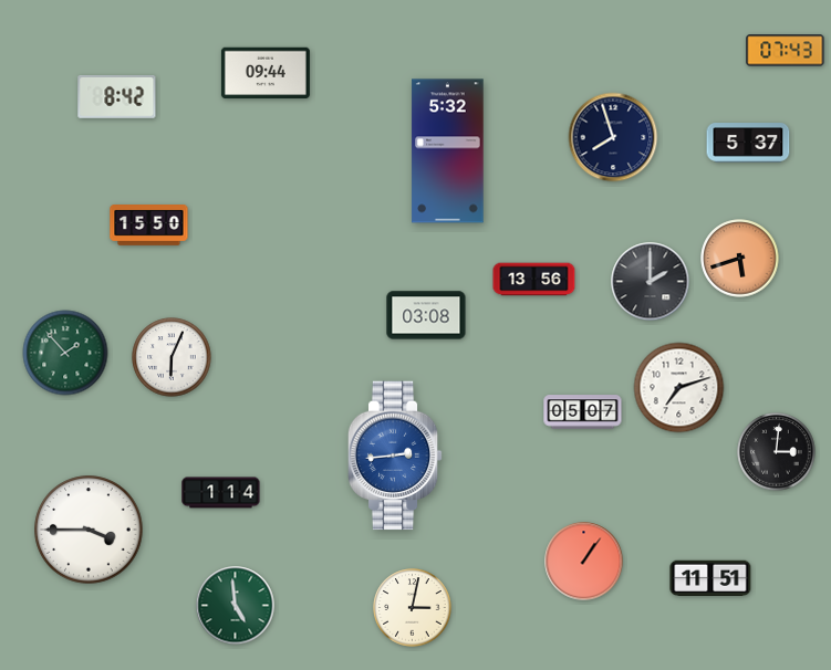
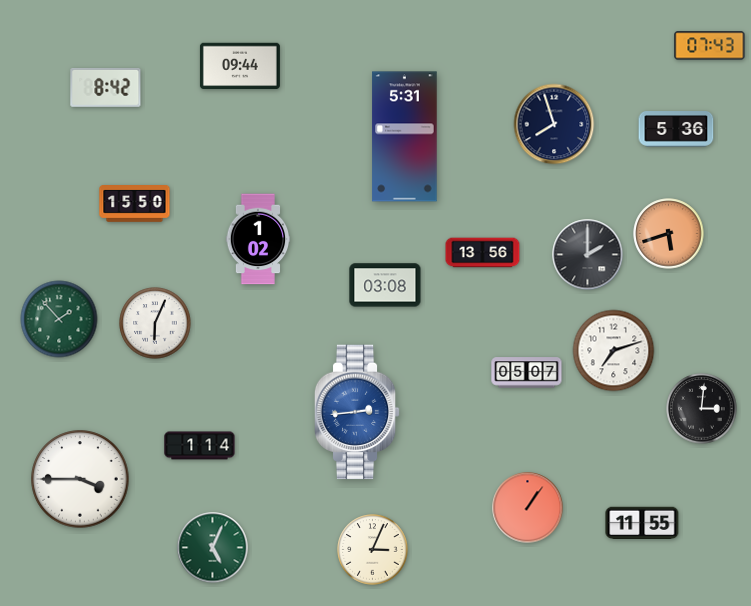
clock at (748, 144): 5:37 -> 5:36
clock at (448, 151): 5:32 -> 5:31
clock at (258, 239): none -> 1:02
clock at (710, 577): 11:51 -> 11:55
clock at (236, 606): 4:59 -> 5:04
clock at (413, 608): 3:02 -> 3:04
